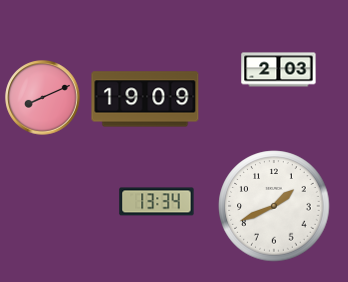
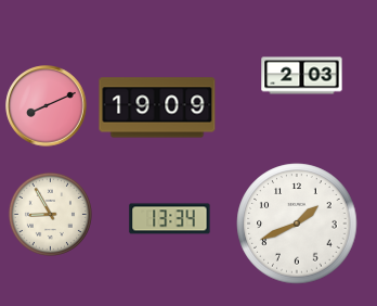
clock at (50, 214): none -> 8:55
